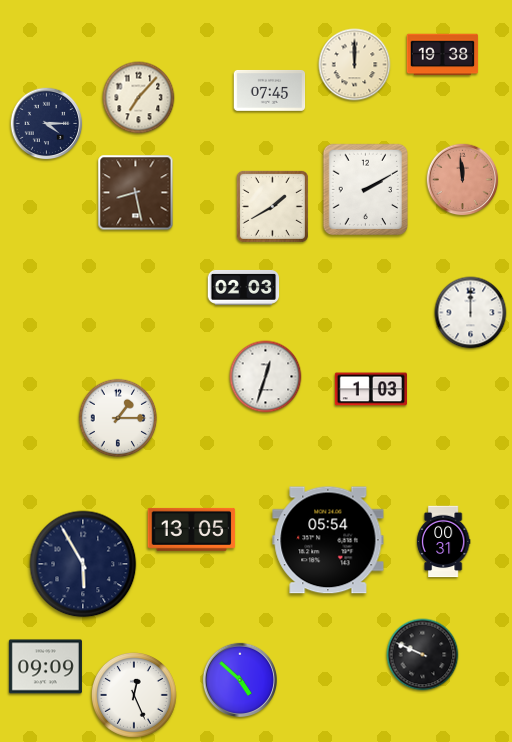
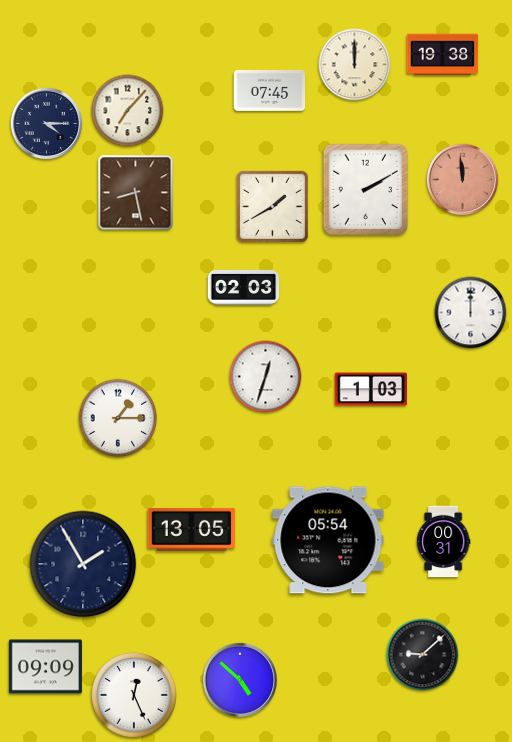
clock at (139, 98) position: (139, 98) -> (128, 111)
clock at (83, 564): 5:55 -> 1:55
clock at (423, 655): 9:49 -> 9:08
